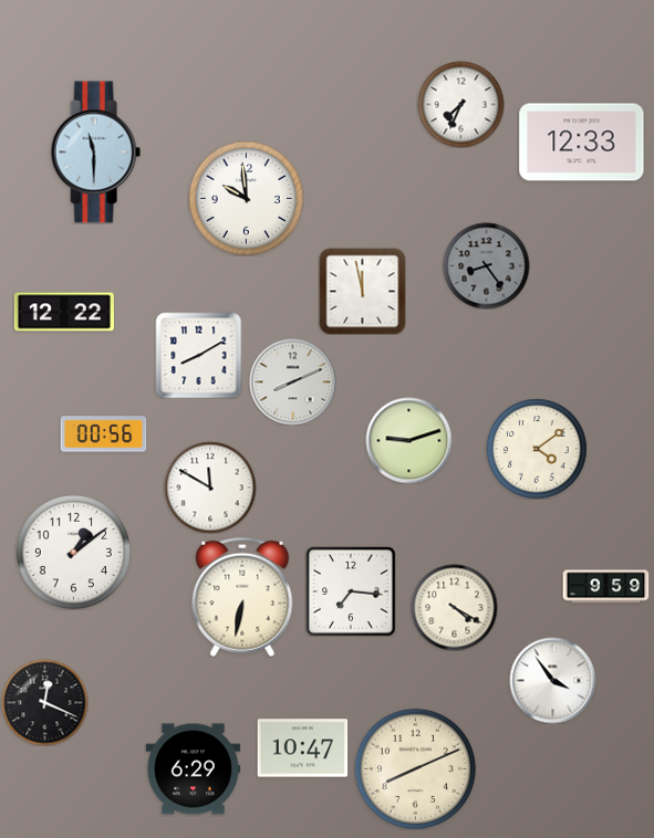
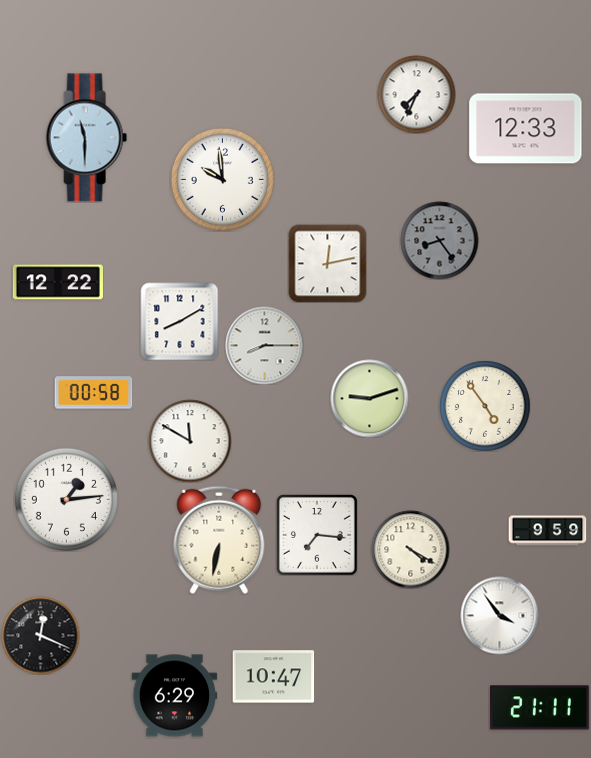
clock at (362, 291): 11:58 -> 12:13
clock at (292, 381): 8:11 -> 8:15
clock at (103, 434): 00:56 -> 00:58
clock at (537, 449): 4:09 -> 4:54
clock at (73, 552): 1:09 -> 1:14
clock at (415, 768): 8:11 -> none
clock at (539, 708): none -> 21:11
